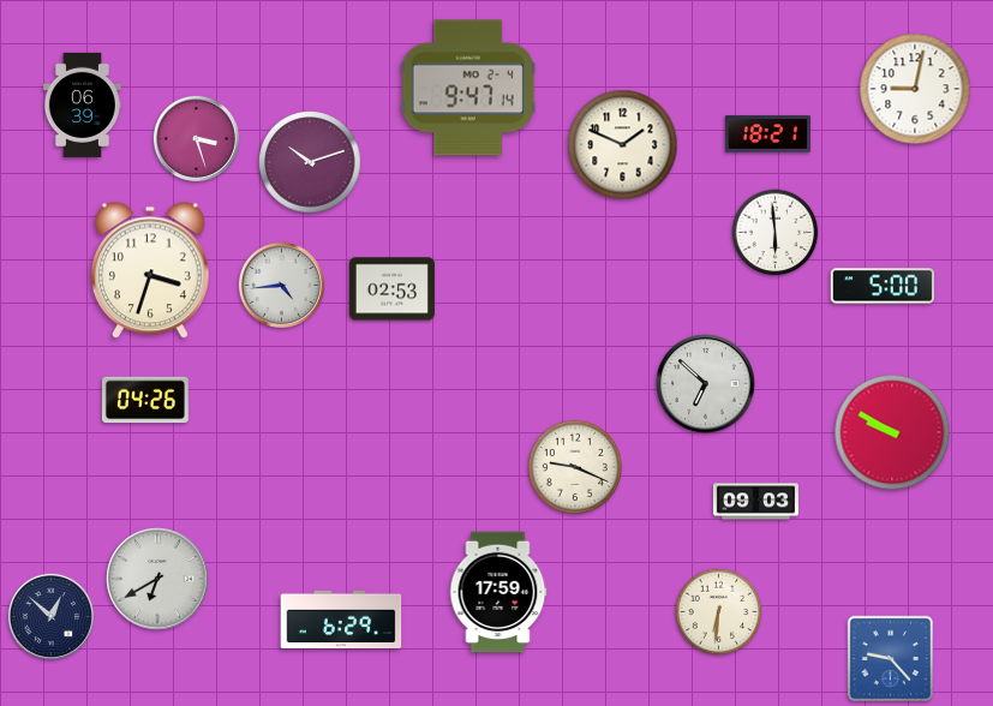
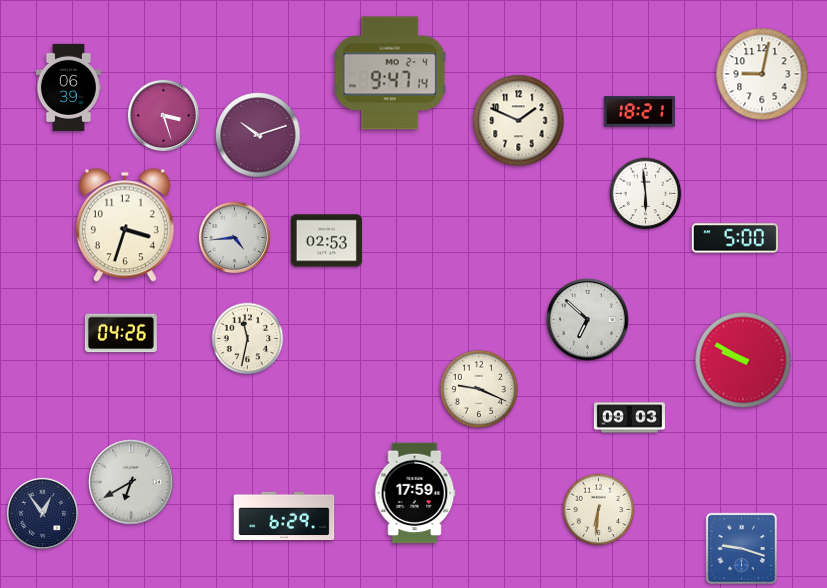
clock at (248, 339): none -> 11:32
clock at (50, 616): 12:52 -> 12:54
clock at (891, 659): 9:23 -> 9:18
